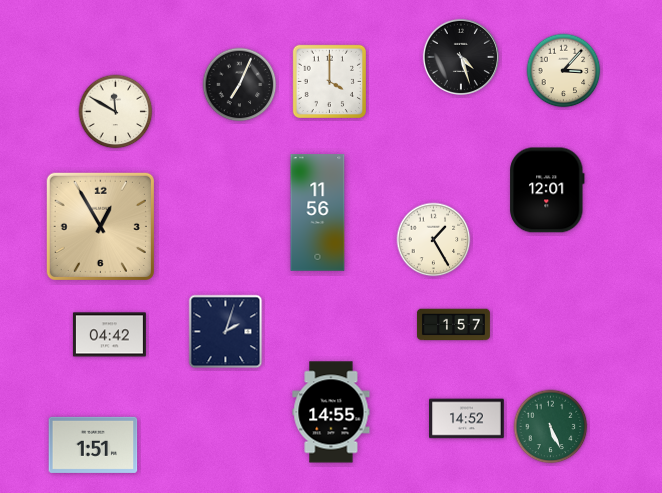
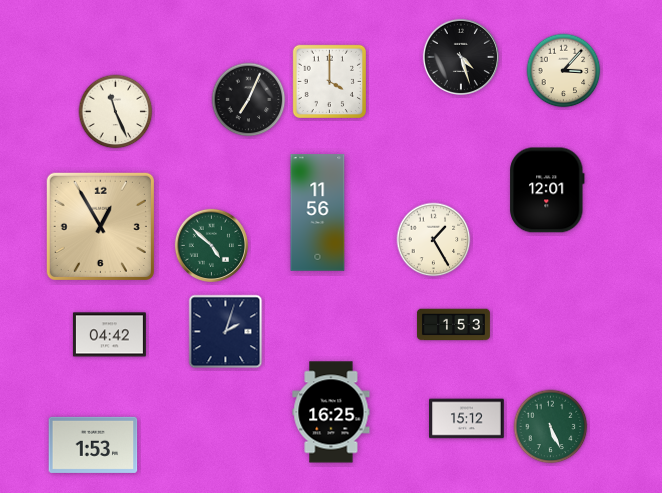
clock at (240, 85) position: (240, 85) -> (249, 100)
clock at (116, 112): 11:50 -> 11:26
clock at (211, 245): none -> 4:52
clock at (453, 325): 1:57 -> 1:53
clock at (331, 412): 14:55 -> 16:25
clock at (467, 419): 14:52 -> 15:12
clock at (93, 445): 1:51 -> 1:53
